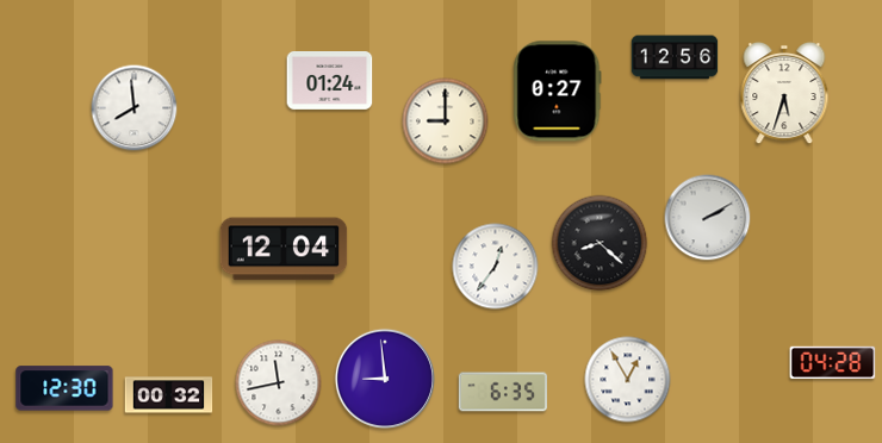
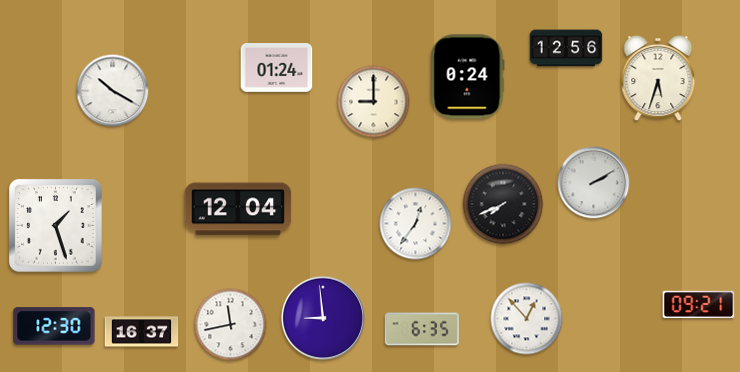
clock at (558, 92): 0:27 -> 0:24
clock at (135, 108): 7:59 -> 10:20
clock at (600, 243): 8:22 -> 7:41
clock at (56, 226): none -> 1:27
clock at (833, 363): 04:28 -> 09:21
clock at (628, 380): 12:55 -> 12:53
clock at (279, 383) position: (279, 383) -> (231, 325)
clock at (169, 395): 00:32 -> 16:37
